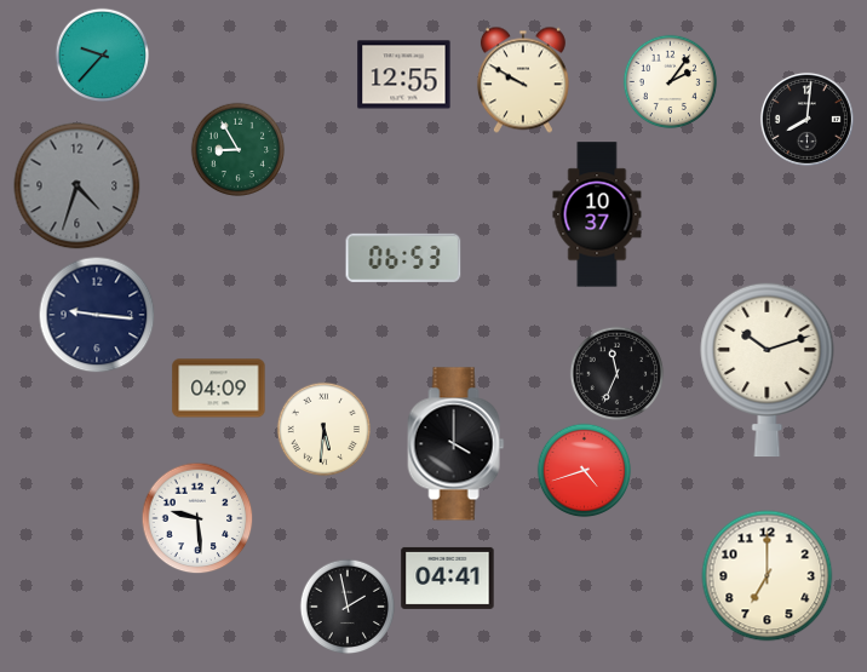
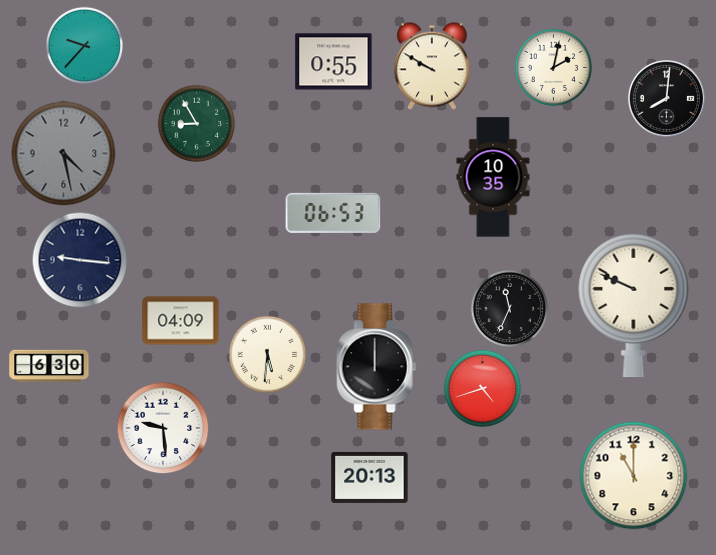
clock at (404, 75): 12:55 -> 0:55
clock at (670, 81): 2:06 -> 2:02
clock at (77, 186): 4:33 -> 4:28
clock at (597, 214): 10:37 -> 10:35
clock at (768, 369): 10:12 -> 9:49
clock at (49, 366): none -> 6:30
clock at (457, 444): 4:00 -> 12:00
clock at (768, 576): 7:00 -> 11:00
clock at (448, 578): 04:41 -> 20:13
clock at (348, 607): 1:58 -> none
